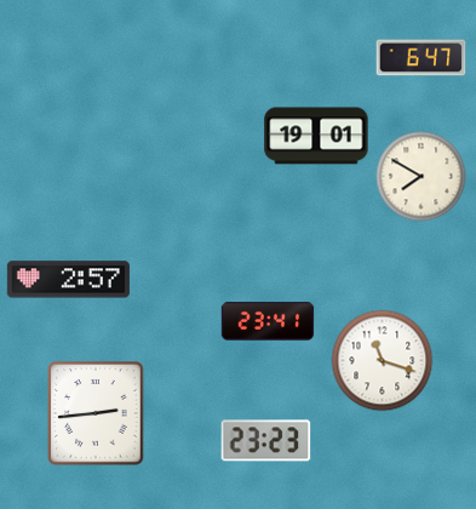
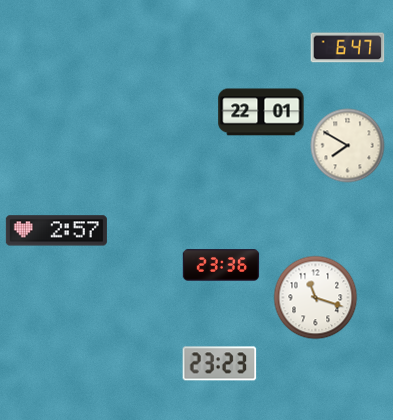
clock at (316, 136): 19:01 -> 22:01
clock at (268, 321): 23:41 -> 23:36
clock at (96, 413): 2:44 -> none
